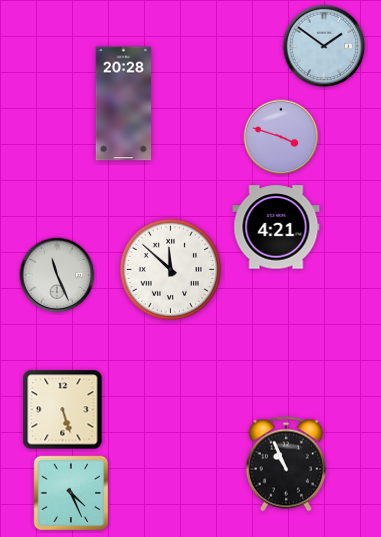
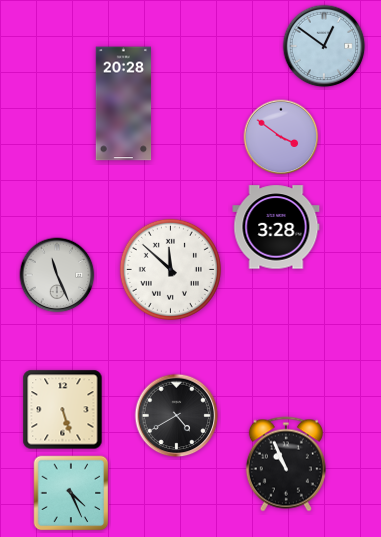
clock at (324, 46): 1:51 -> 12:51
clock at (281, 137): 3:48 -> 3:51
clock at (276, 227): 4:21 -> 3:28
clock at (177, 416): none -> 4:40
